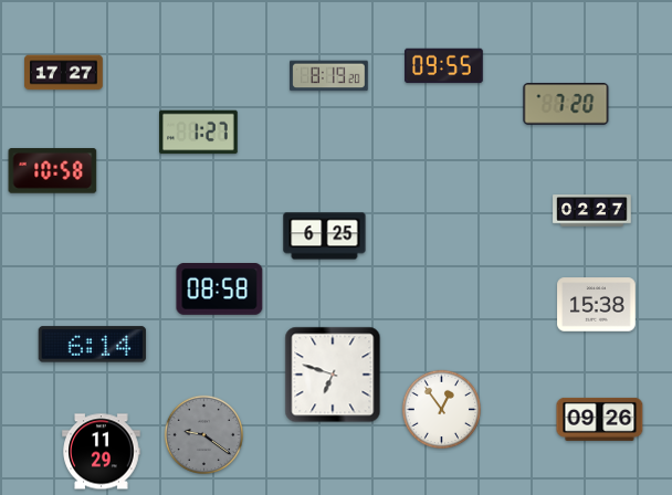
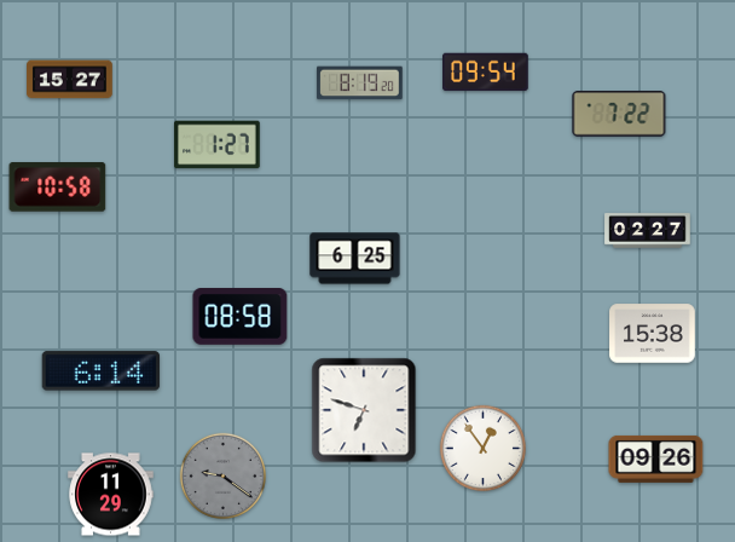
clock at (444, 66): 09:55 -> 09:54
clock at (64, 73): 17:27 -> 15:27
clock at (566, 104): 7:20 -> 7:22
clock at (93, 345) position: (93, 345) -> (102, 371)
